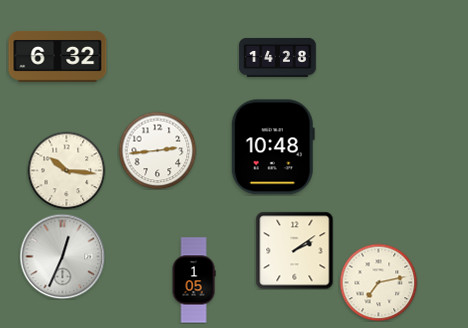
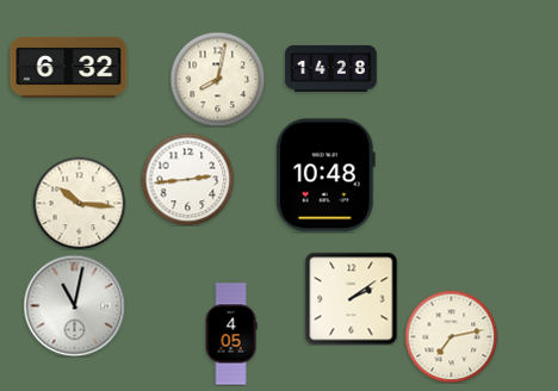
clock at (217, 79): none -> 8:02
clock at (62, 256): 12:34 -> 11:02
clock at (194, 280): 1:05 -> 4:05
